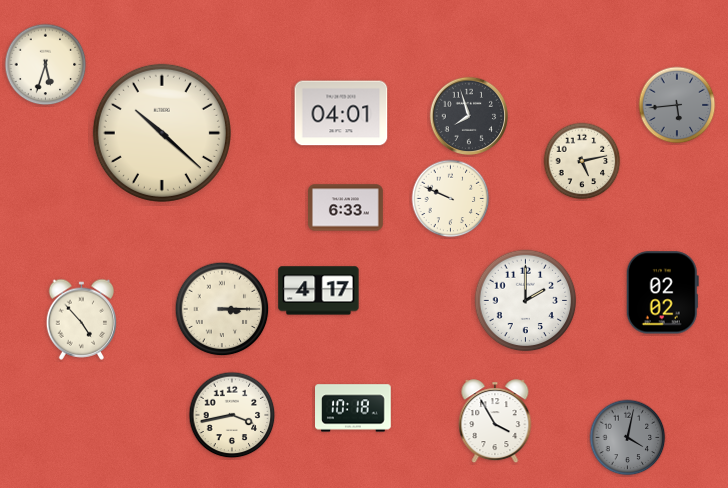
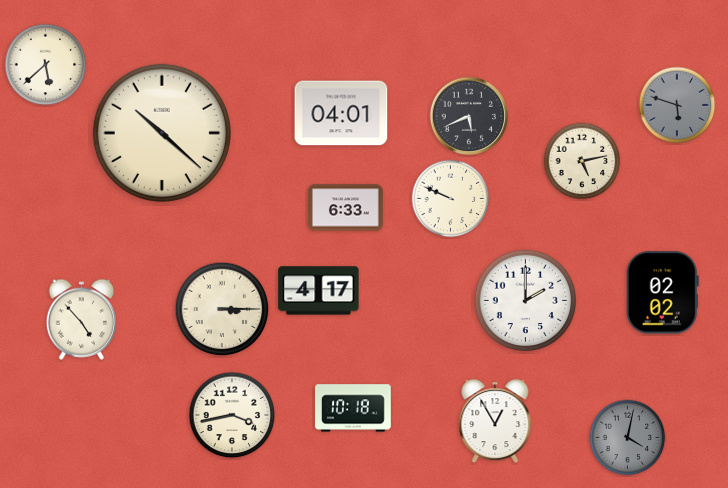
clock at (46, 65): 5:33 -> 5:38
clock at (677, 105): 5:44 -> 5:48
clock at (469, 116): 7:57 -> 5:41
clock at (495, 422): 3:55 -> 12:55
